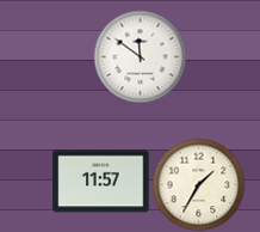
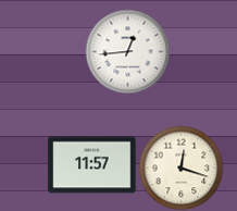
clock at (140, 56): 11:51 -> 12:44
clock at (198, 184): 1:35 -> 12:18
